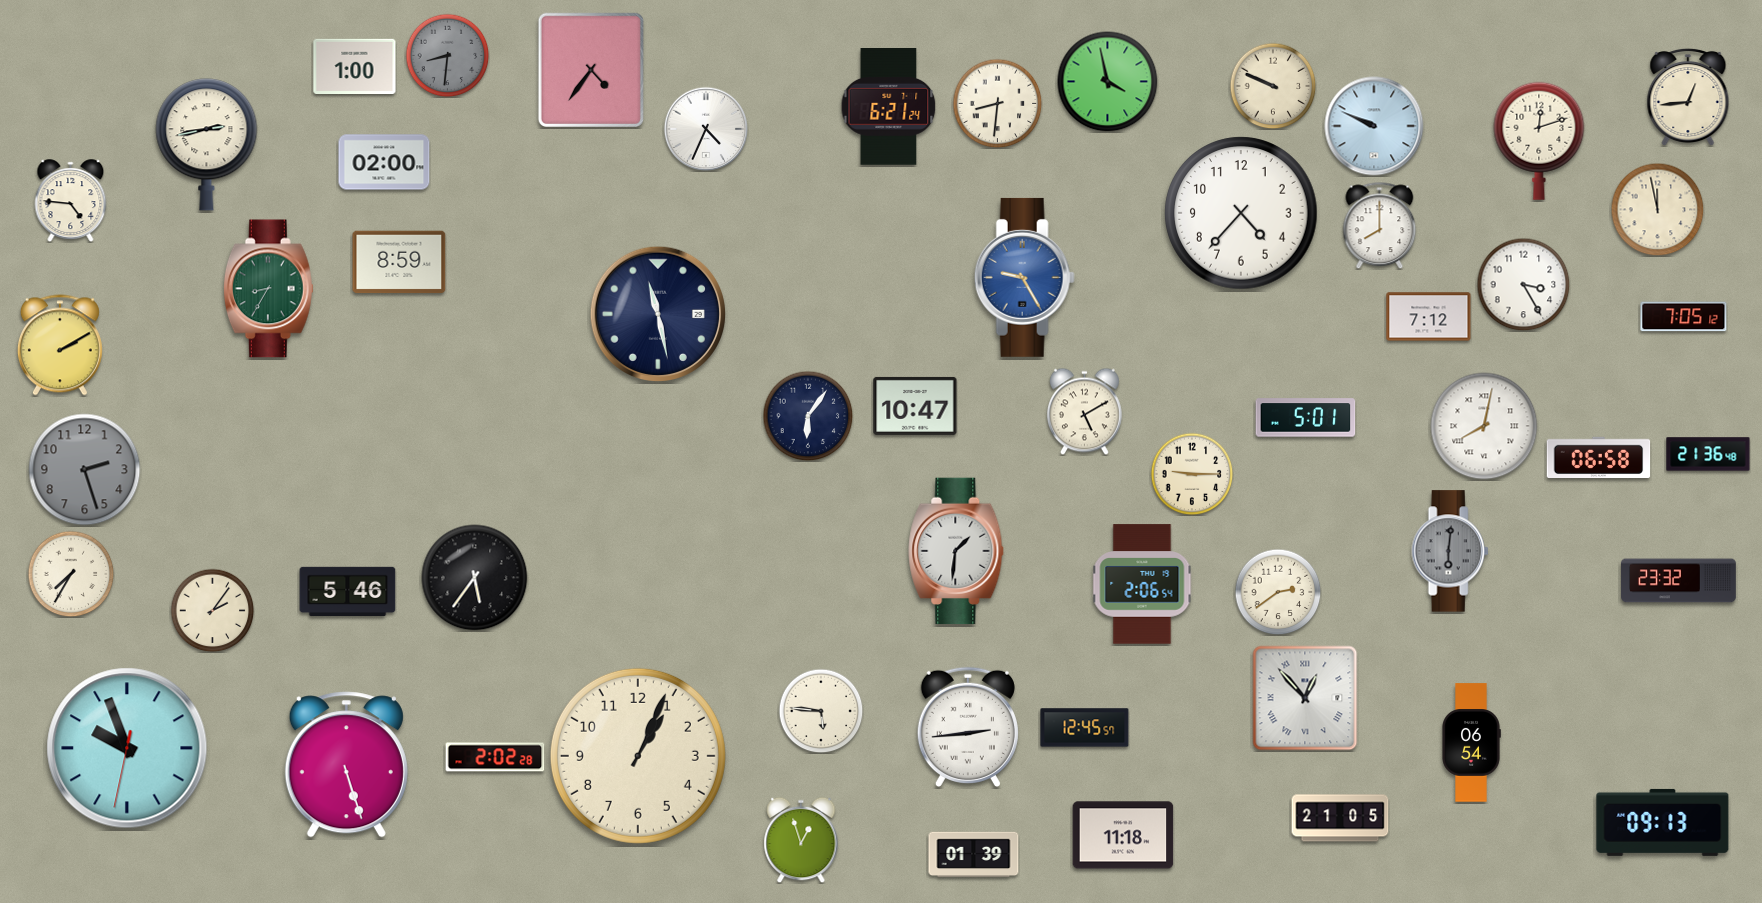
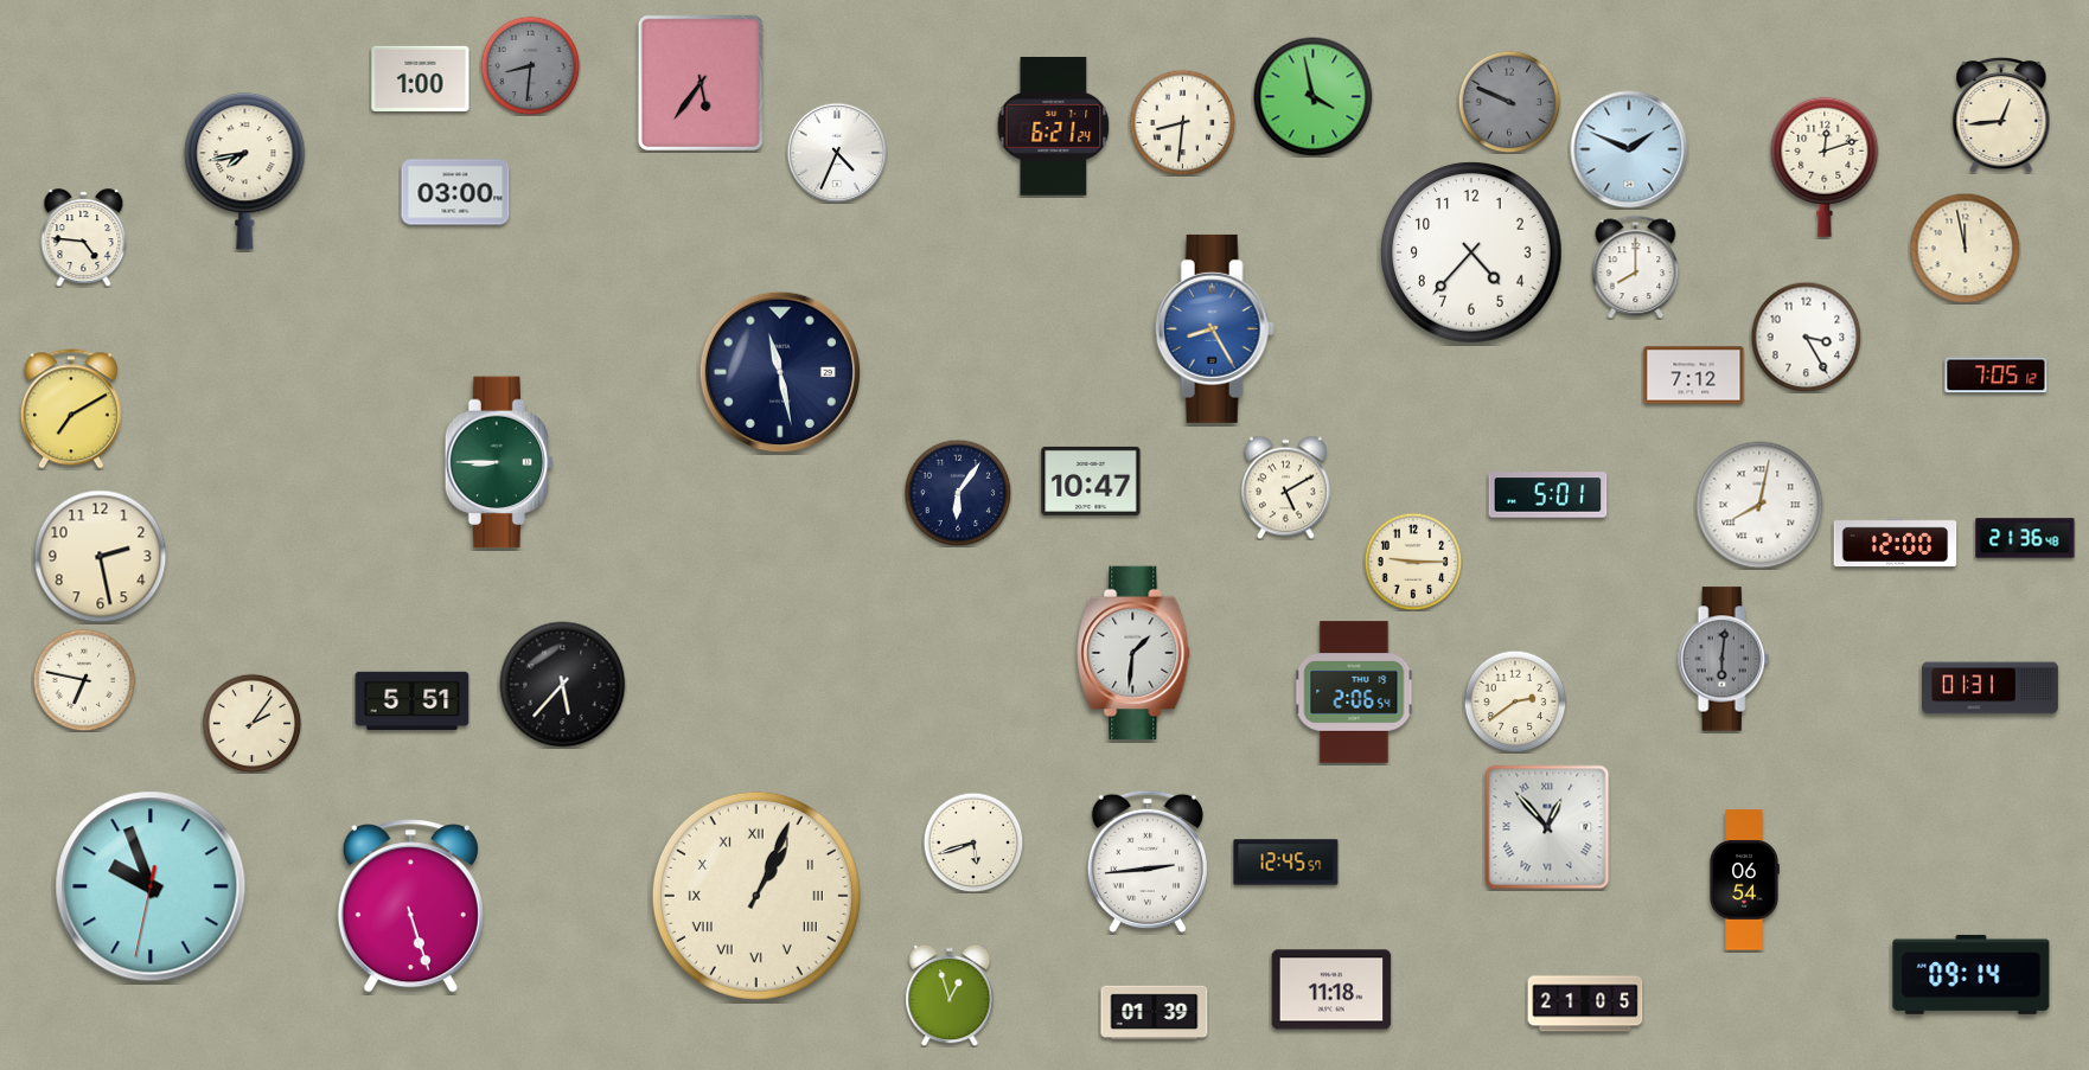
clock at (591, 70): 4:36 -> 5:36
clock at (1273, 86) dial: cream -> grey
clock at (1374, 126): 9:49 -> 1:49
clock at (207, 145): 2:43 -> 7:43
clock at (384, 162): 02:00 -> 03:00
clock at (399, 262): 8:59 -> none
clock at (1024, 277): 9:25 -> 8:25
clock at (268, 289): 8:35 -> none
clock at (60, 345): 2:10 -> 7:10
clock at (499, 462): none -> 8:45
clock at (915, 406) position: (915, 406) -> (1091, 481)
clock at (1599, 457): 06:58 -> 12:00
clock at (85, 470): 2:27 -> 2:28
clock at (85, 470) dial: grey -> cream
clock at (1450, 551) position: (1450, 551) -> (1724, 659)
clock at (71, 574): 7:35 -> 6:47
clock at (475, 578): 5:36 -> 5:37
clock at (1679, 581): 23:32 -> 01:31
clock at (348, 591): 5:46 -> 5:51
clock at (821, 711): 5:46 -> 5:42
clock at (638, 756) numerals: Arabic -> Roman
clock at (495, 757): 2:02 -> none
clock at (1340, 818) position: (1340, 818) -> (1585, 1004)
clock at (1663, 822): 09:13 -> 09:14
